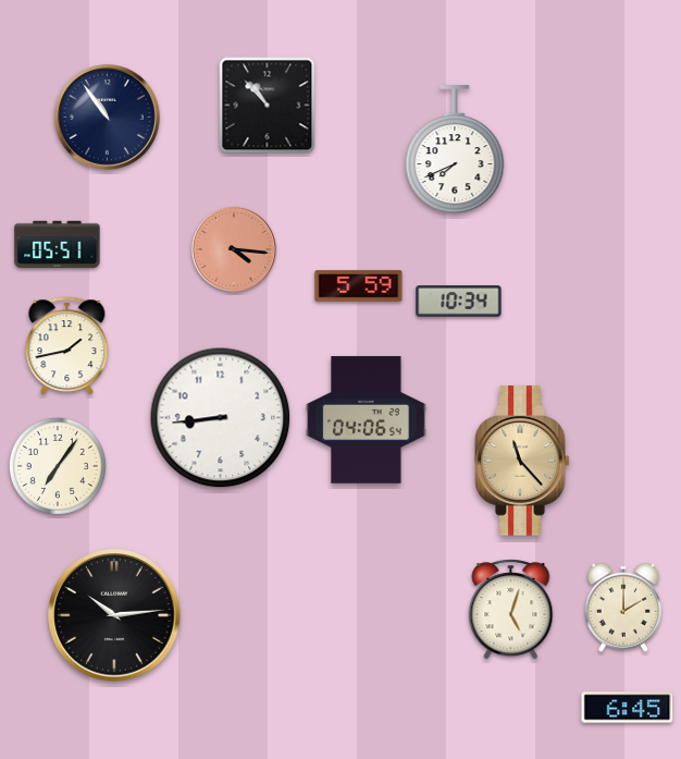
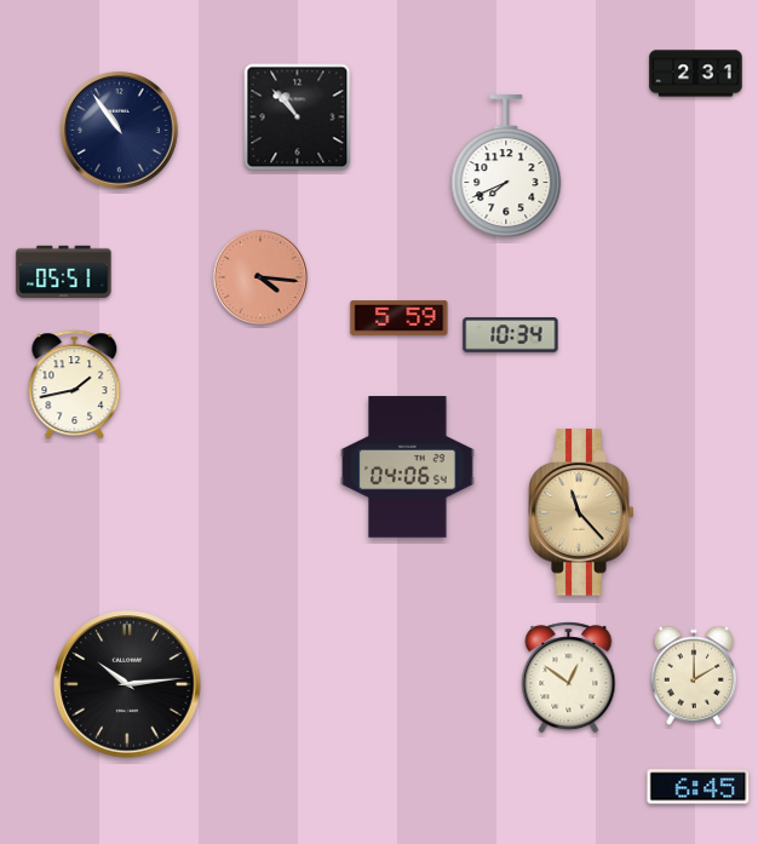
clock at (696, 74): none -> 2:31
clock at (221, 418): 8:44 -> none
clock at (58, 466): 7:06 -> none
clock at (511, 610): 5:03 -> 12:51
